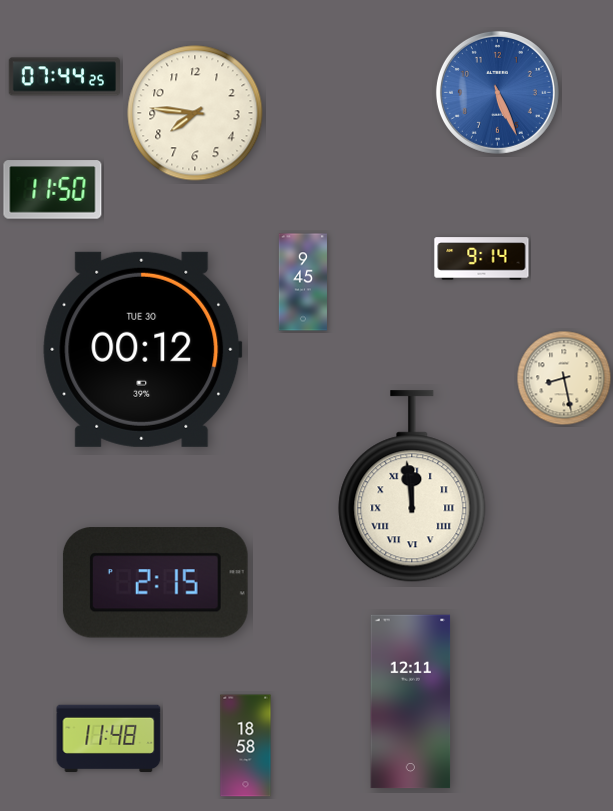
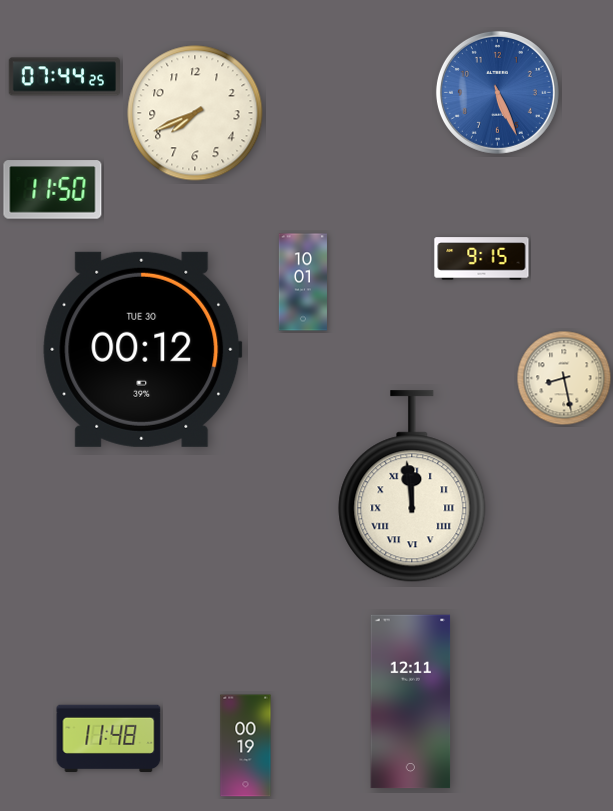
clock at (195, 113): 7:46 -> 7:41
clock at (482, 259): 9:14 -> 9:15
clock at (303, 282): 9:45 -> 10:01
clock at (155, 583): 2:15 -> none
clock at (246, 746): 18:58 -> 00:19
